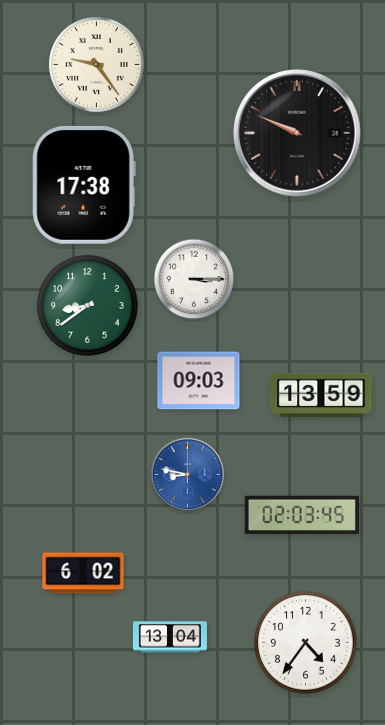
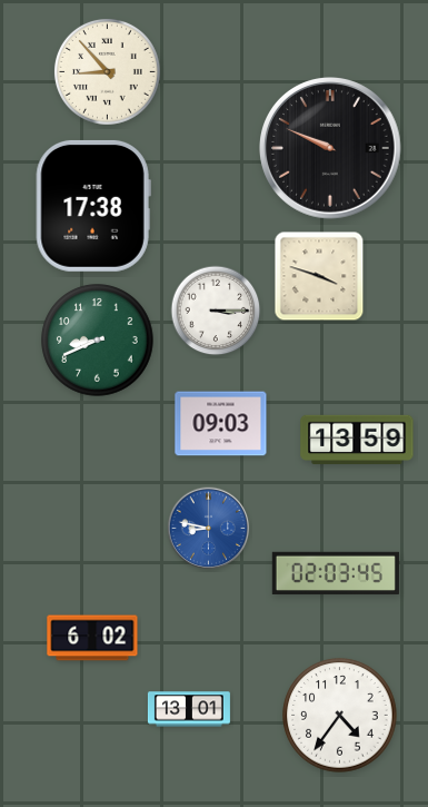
clock at (96, 64): 9:24 -> 8:53
clock at (319, 276): none -> 3:48
clock at (88, 306): 8:39 -> 8:41
clock at (170, 637): 13:04 -> 13:01
